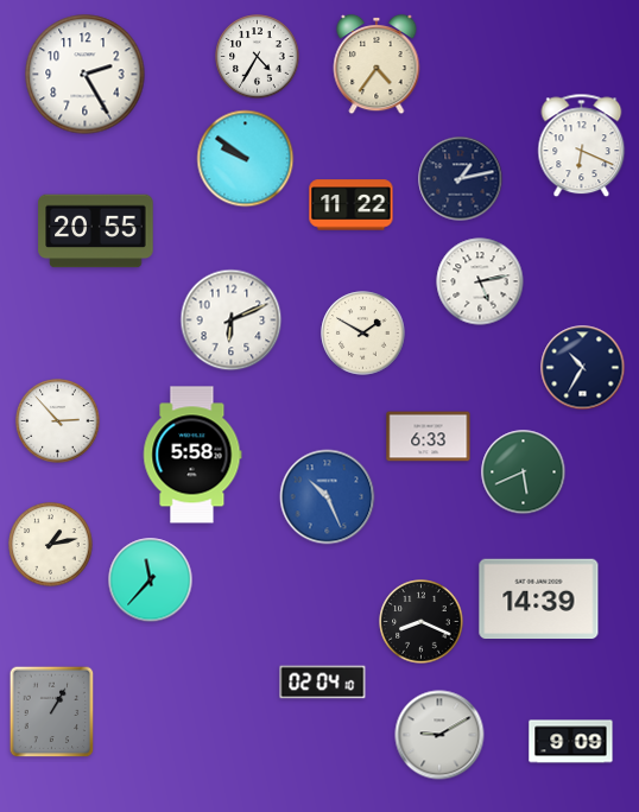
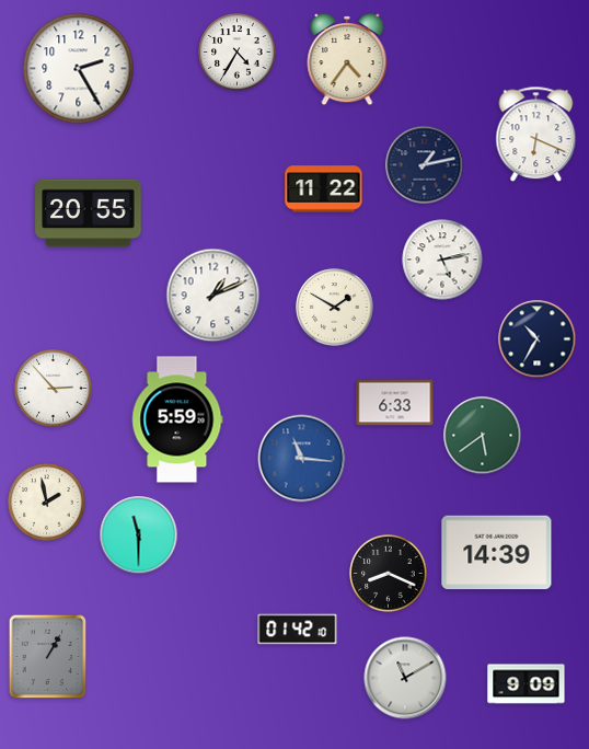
clock at (246, 159): 9:51 -> none
clock at (232, 321): 6:11 -> 1:11
clock at (192, 455): 5:58 -> 5:59
clock at (524, 472): 5:41 -> 5:39
clock at (328, 497): 10:26 -> 11:16
clock at (51, 545): 1:13 -> 1:58
clock at (151, 581): 11:37 -> 11:30
clock at (323, 683): 02:04 -> 01:42
clock at (439, 735): 9:10 -> 11:10
